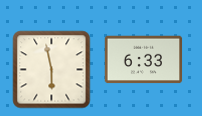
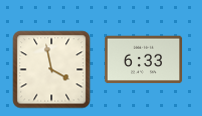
clock at (51, 69): 5:58 -> 3:58
